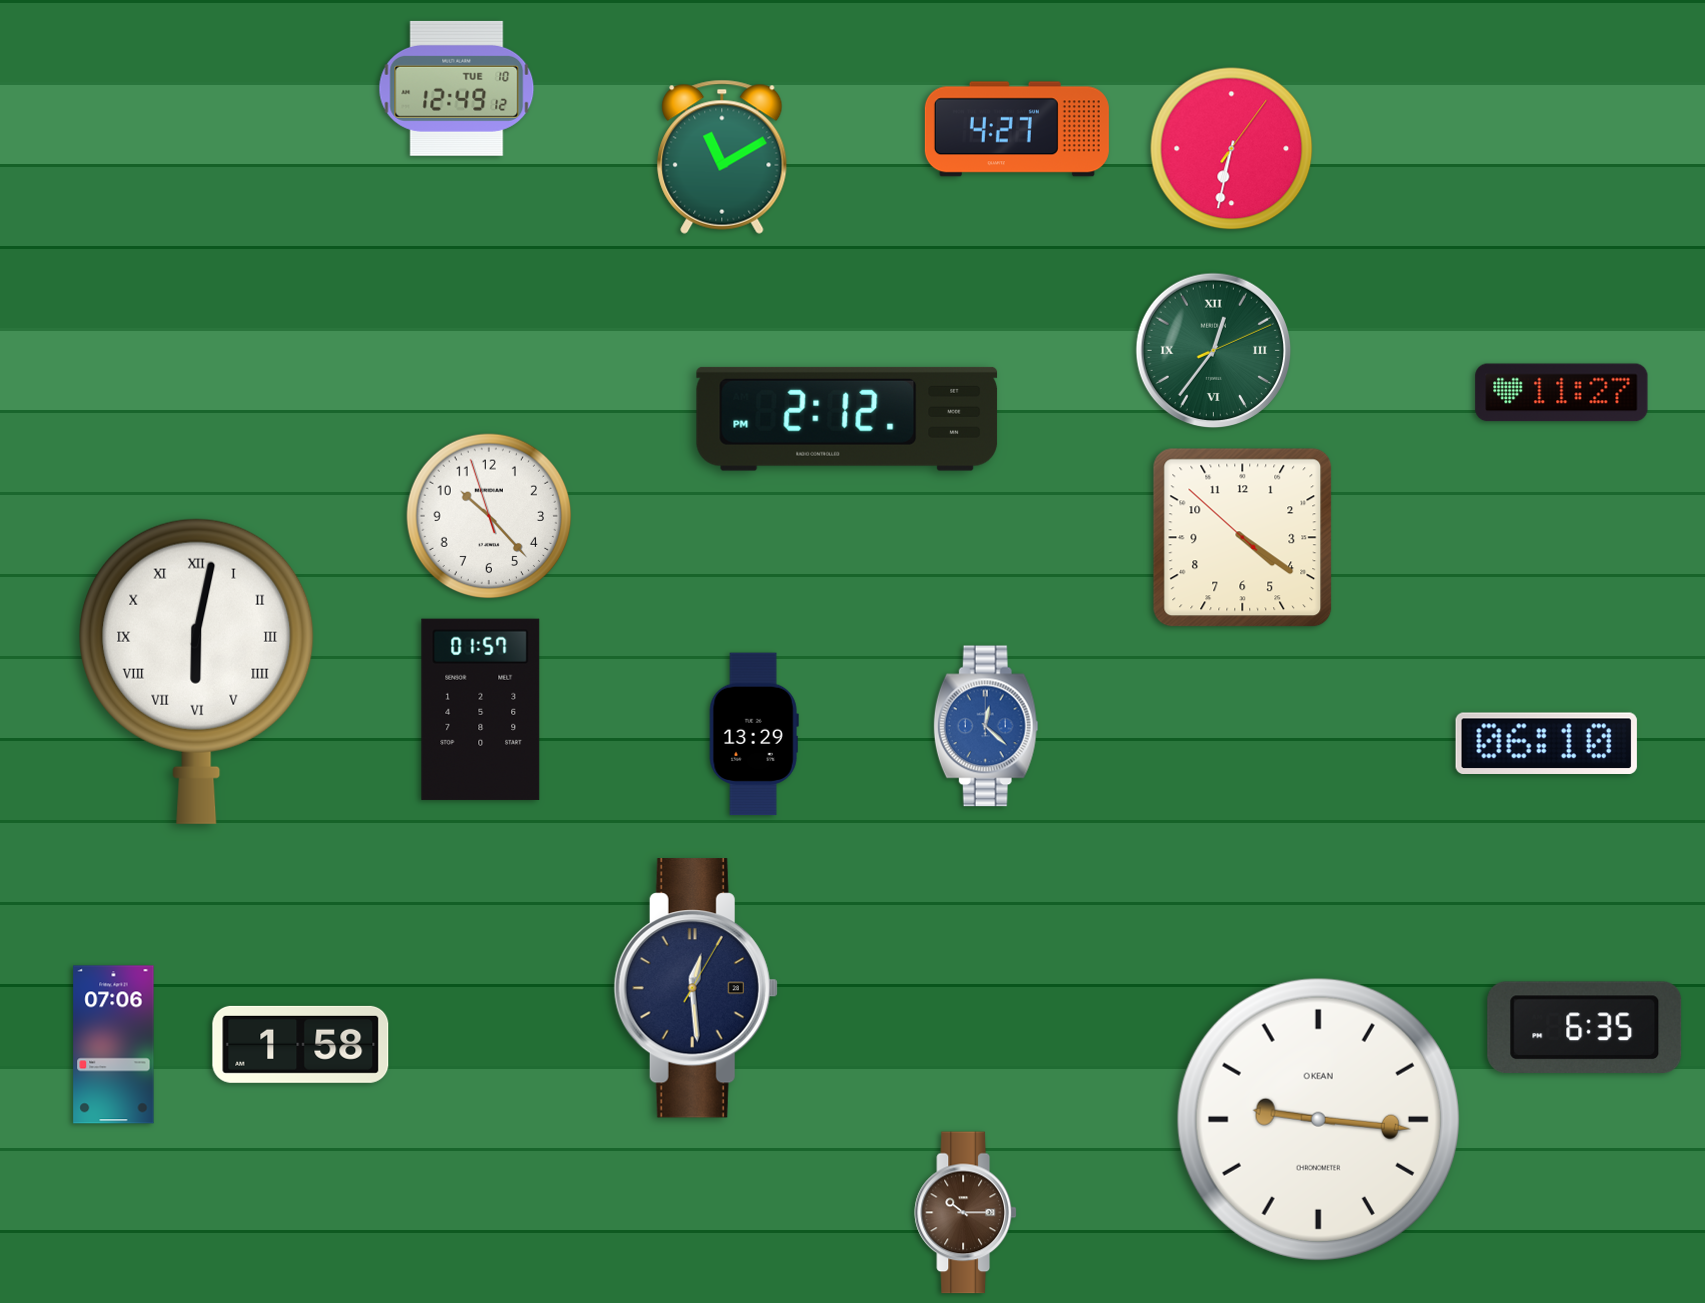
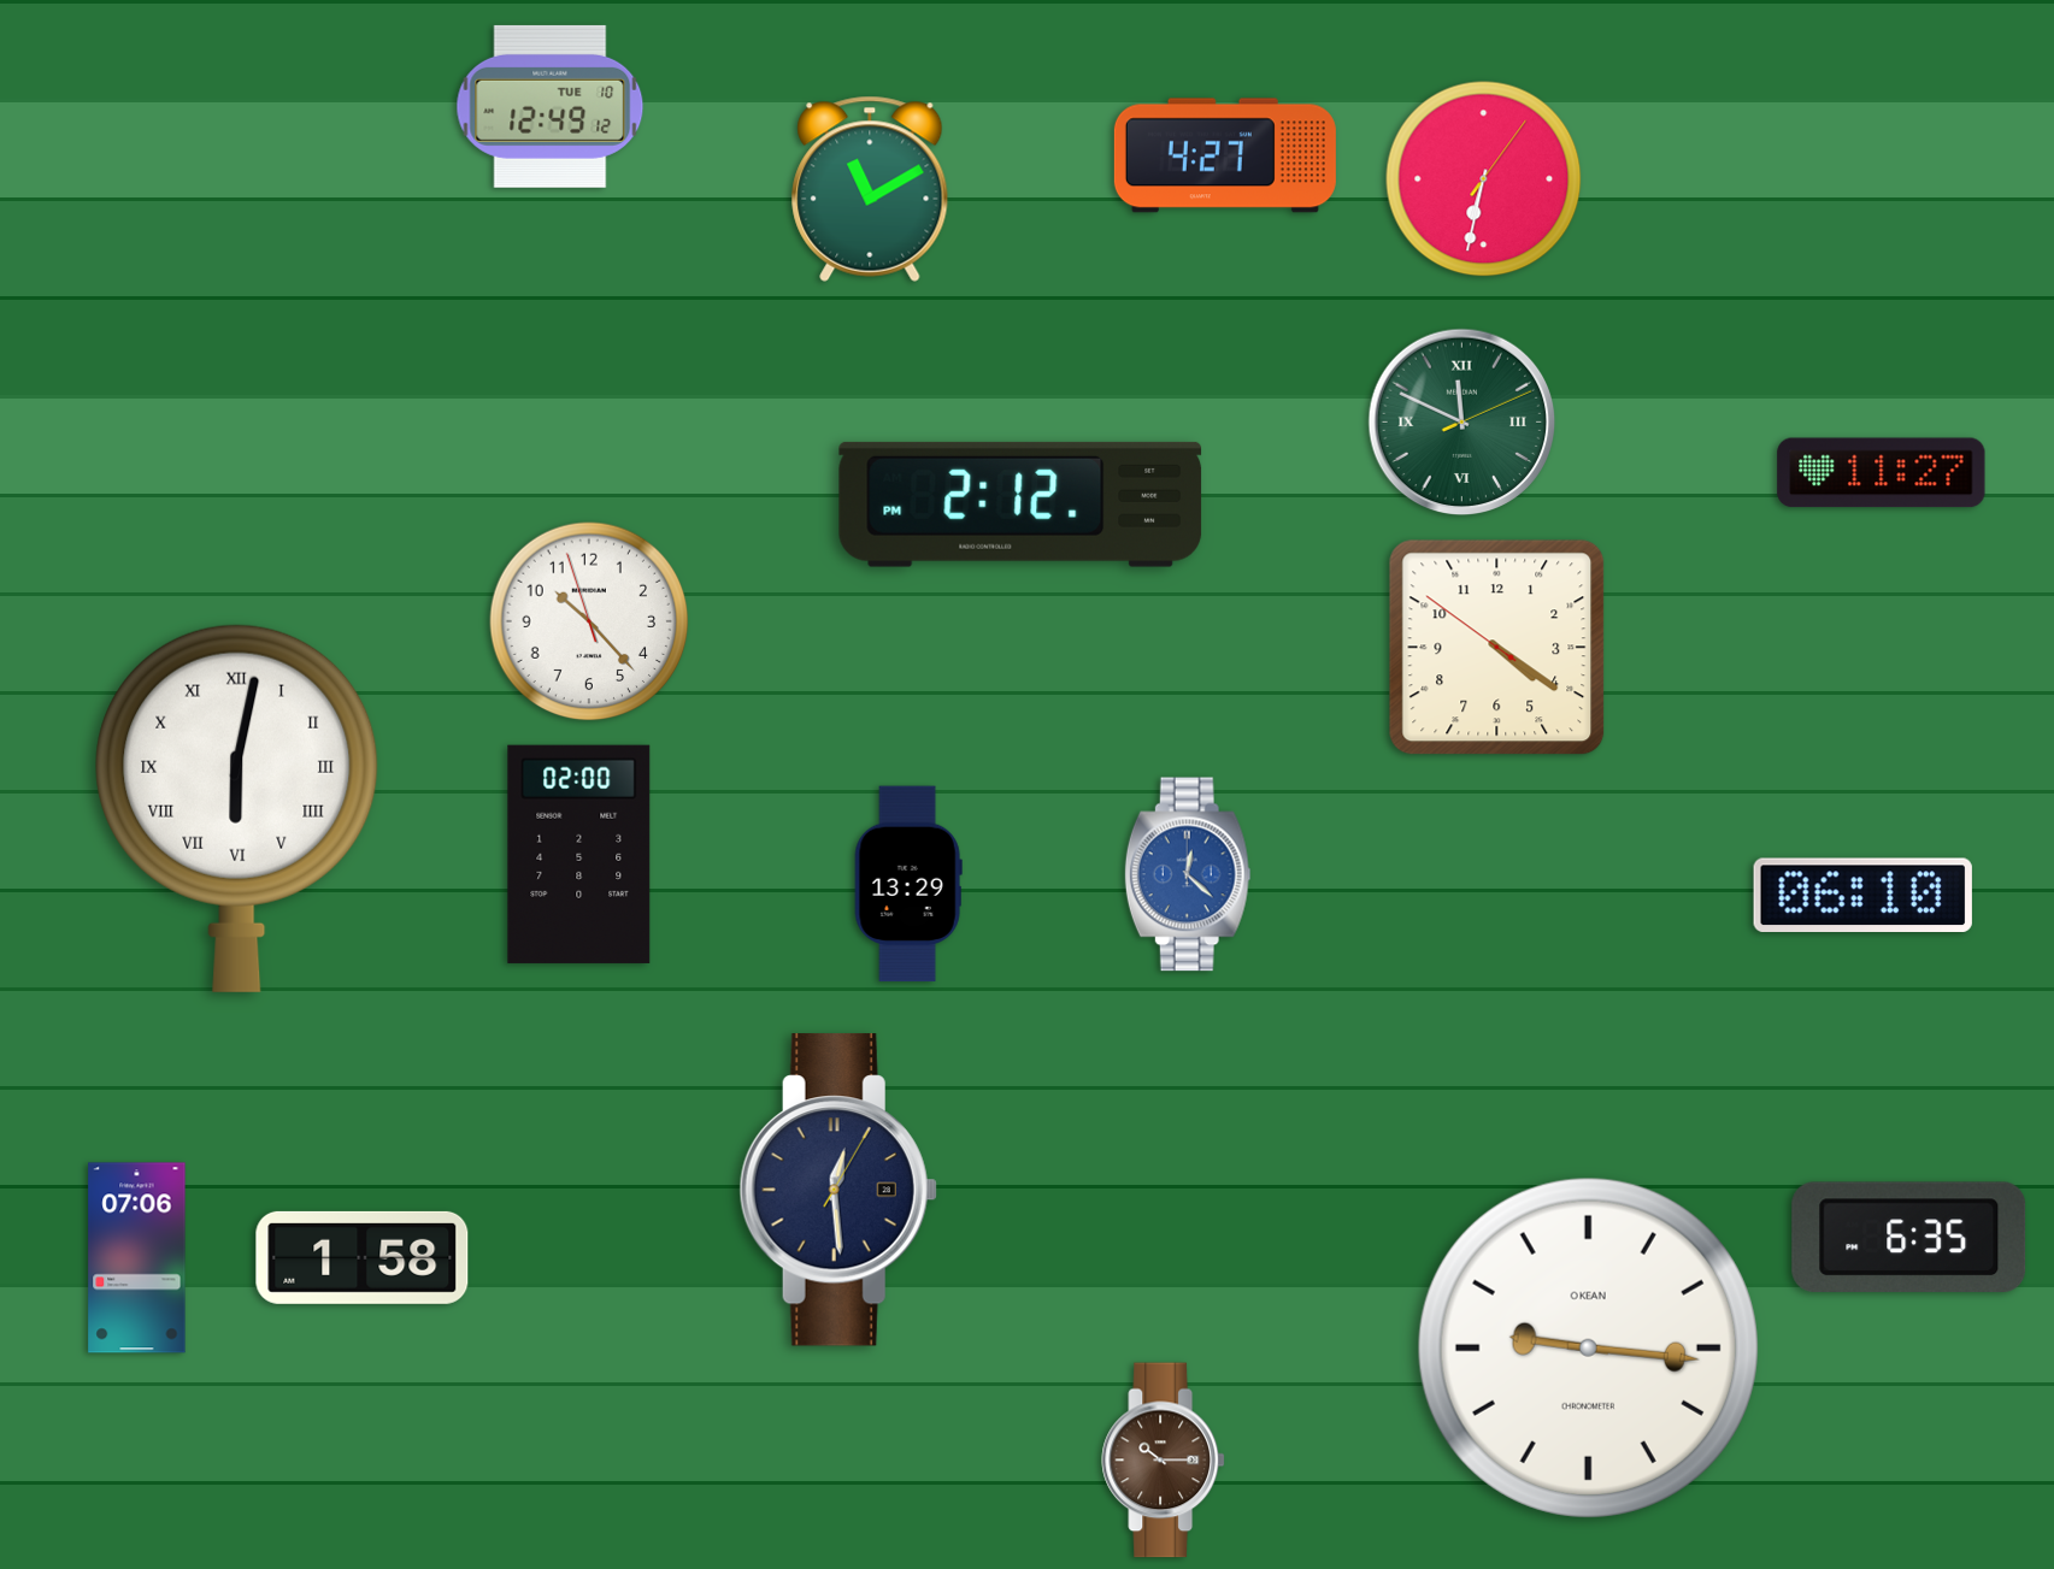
clock at (1214, 351): 12:36 -> 11:49
clock at (1243, 538): 4:20:52 -> 4:20:51
clock at (481, 709): 01:57 -> 02:00
